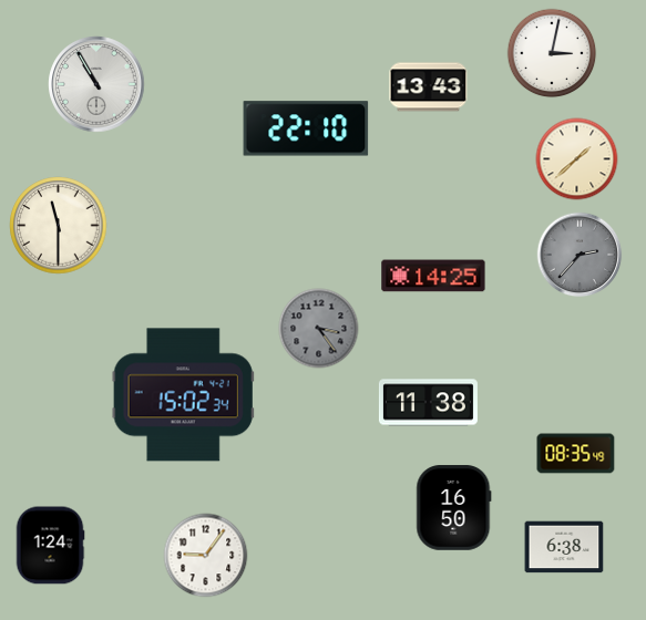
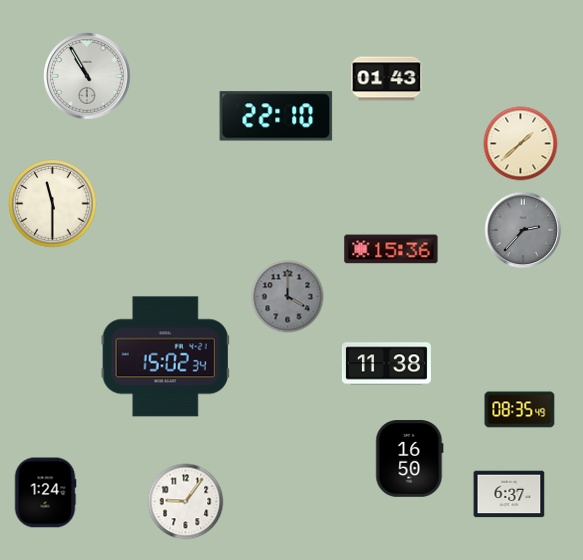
clock at (552, 53): 3:02 -> none
clock at (429, 87): 13:43 -> 01:43
clock at (433, 276): 14:25 -> 15:36
clock at (319, 329): 3:24 -> 4:00
clock at (564, 547): 6:38 -> 6:37
